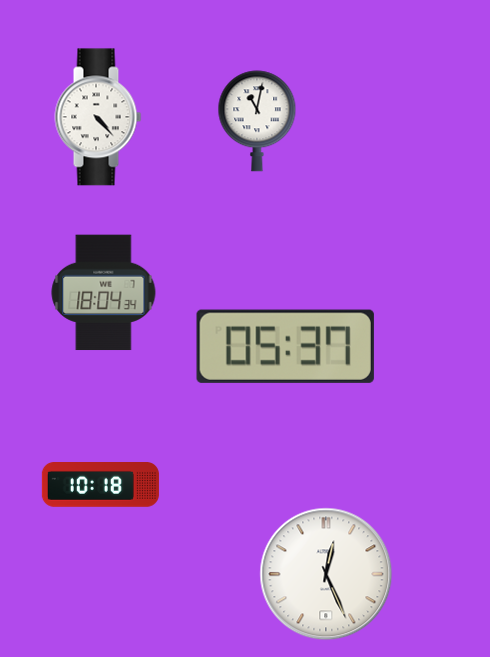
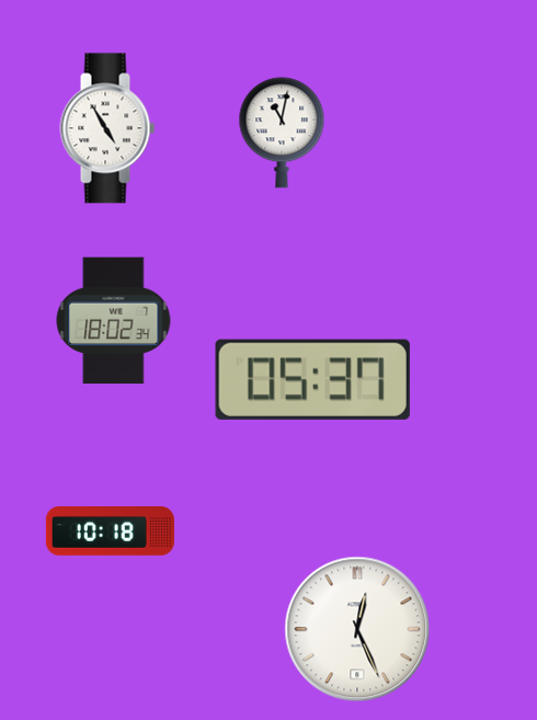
clock at (98, 117): 4:23 -> 4:55
clock at (104, 293): 18:04 -> 18:02
